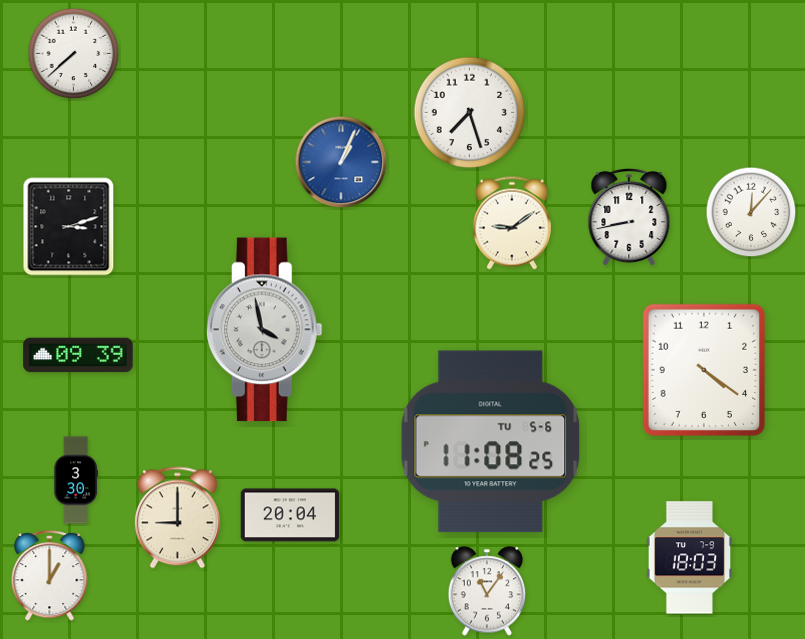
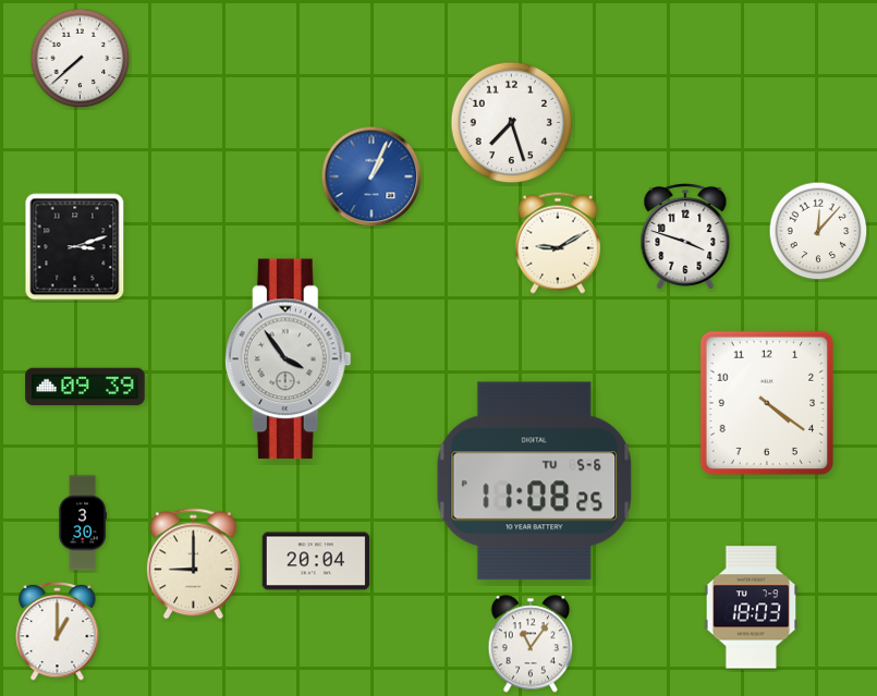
clock at (629, 217): 8:43 -> 3:48
clock at (512, 223): 9:09 -> 9:10
clock at (264, 330): 3:58 -> 3:54
clock at (50, 575) position: (50, 575) -> (58, 631)
